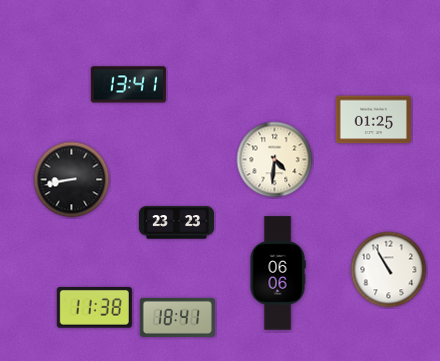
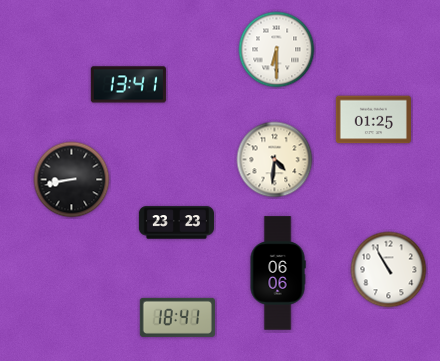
clock at (277, 50): none -> 6:30
clock at (94, 308): 11:38 -> none
